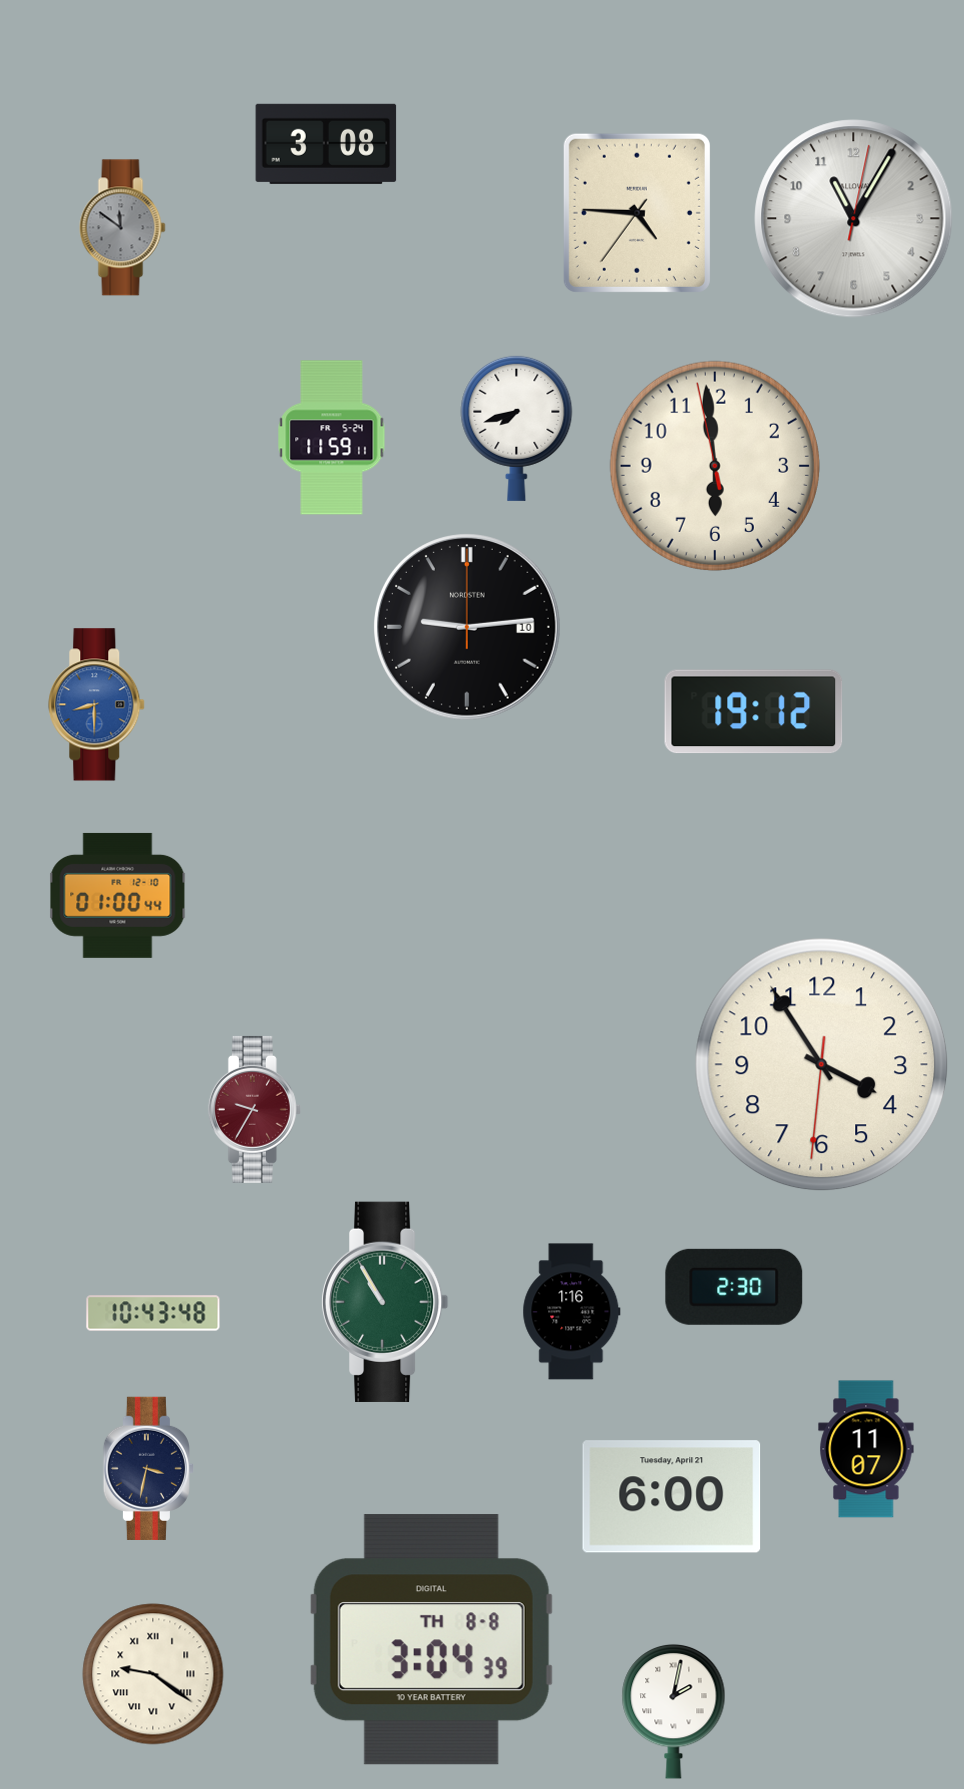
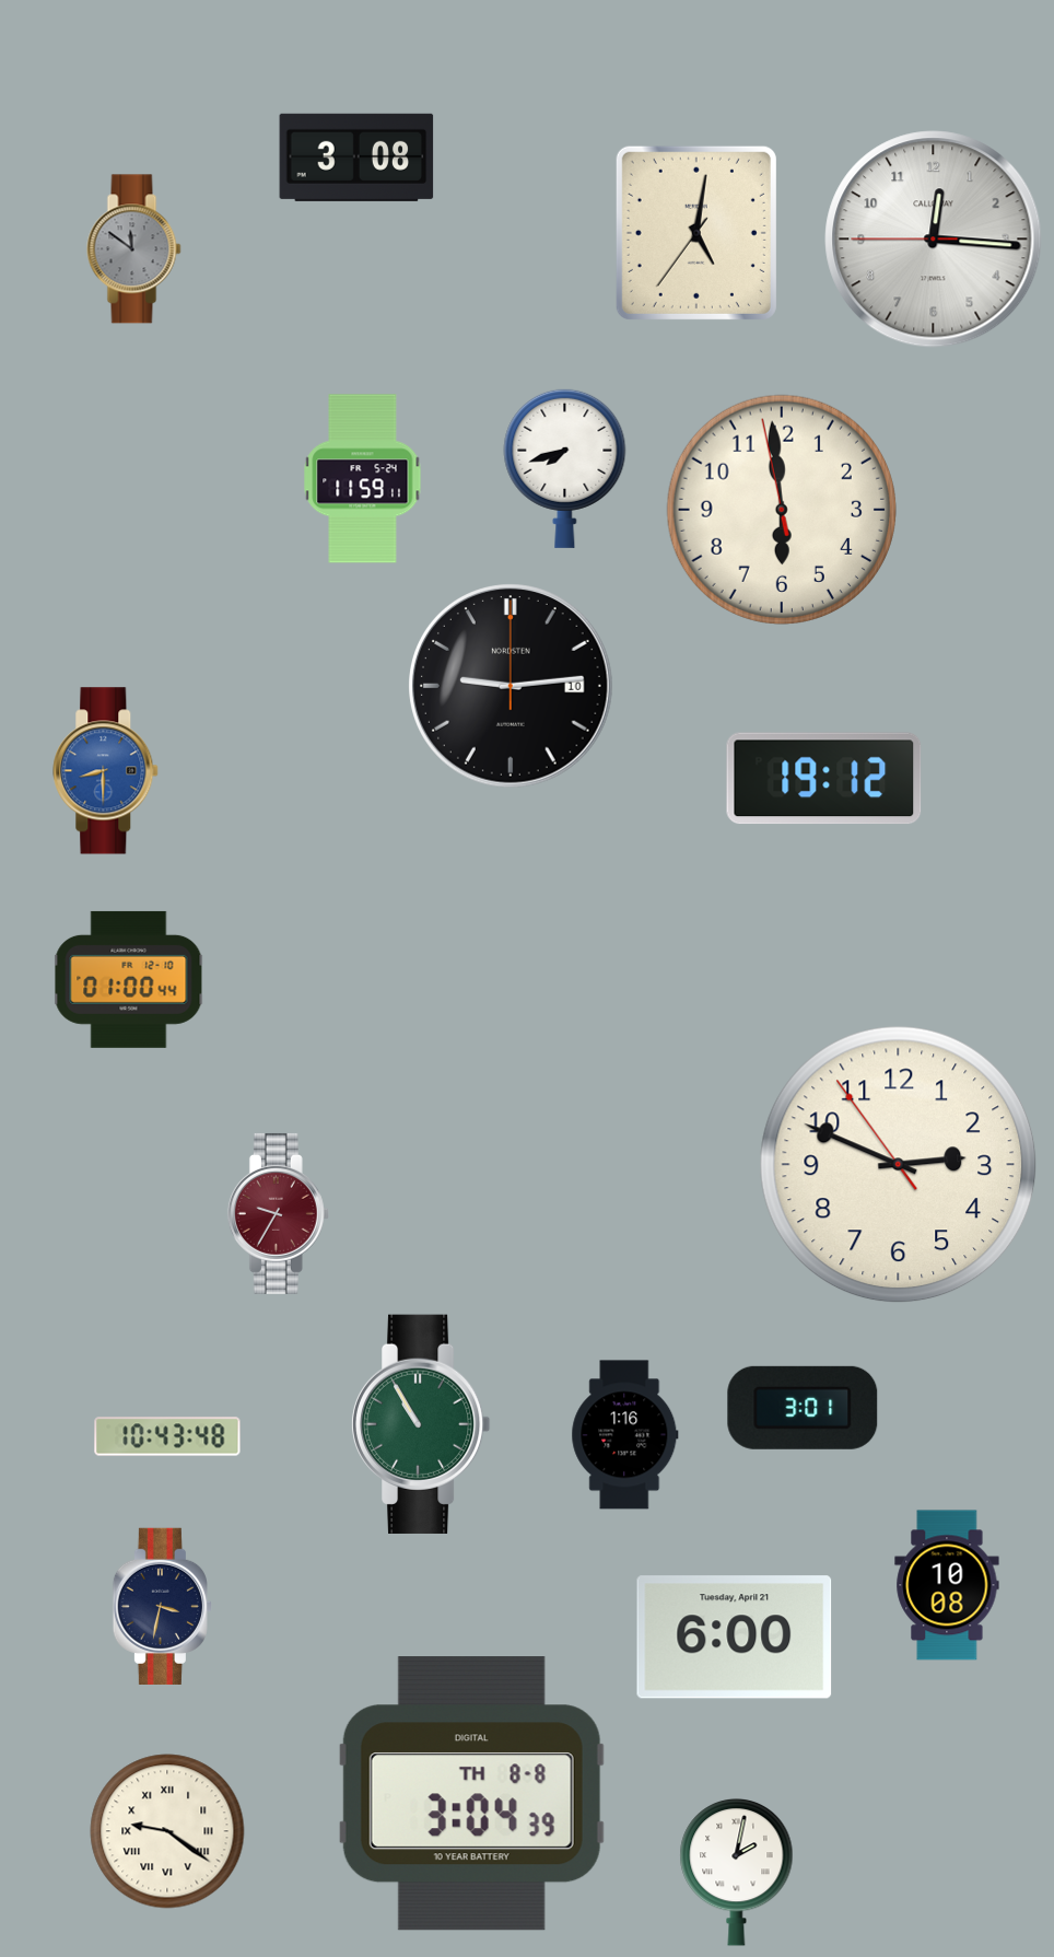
clock at (637, 213): 4:45 -> 5:01
clock at (854, 219): 11:05 -> 12:15
clock at (822, 1065): 3:54 -> 2:48
clock at (734, 1287): 2:30 -> 3:01
clock at (866, 1449): 11:07 -> 10:08
